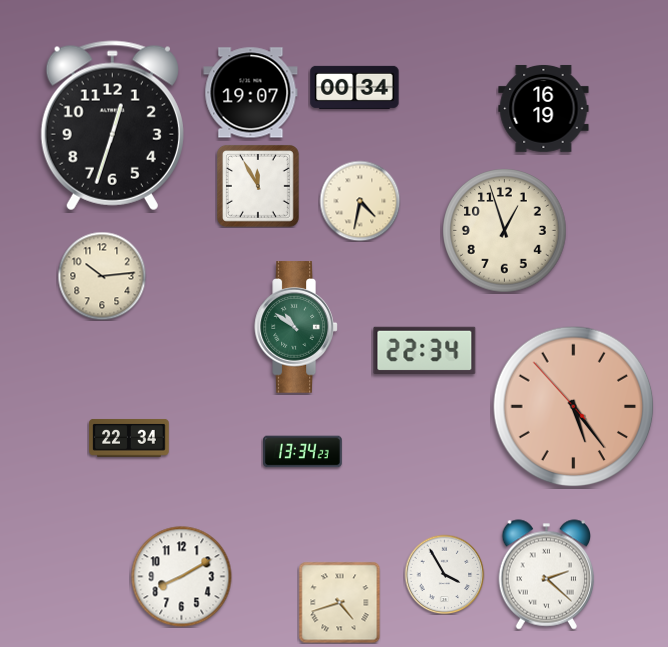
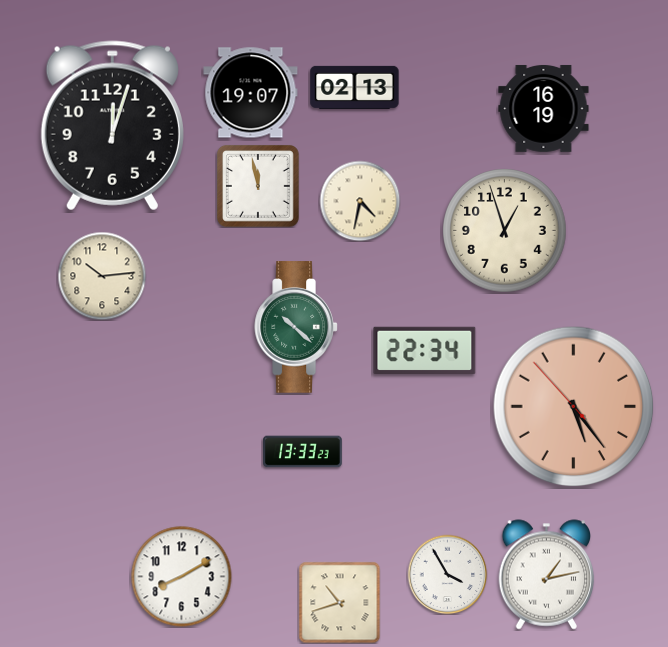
clock at (355, 87): 00:34 -> 02:13
clock at (112, 126): 12:33 -> 12:03
clock at (258, 186): 11:55 -> 11:58
clock at (296, 327): 10:51 -> 10:22
clock at (129, 438): 22:34 -> none
clock at (303, 452): 13:34 -> 13:33
clock at (444, 574) position: (444, 574) -> (447, 574)
clock at (547, 575): 2:22 -> 1:13
clock at (339, 602): 4:42 -> 10:42
